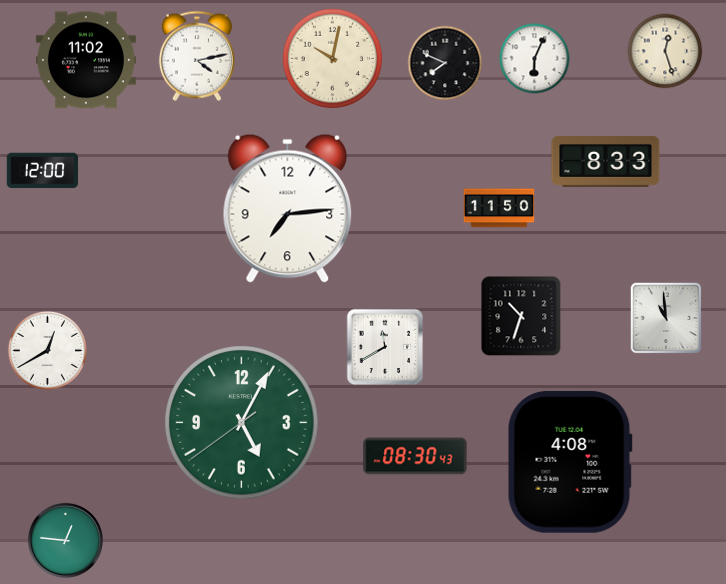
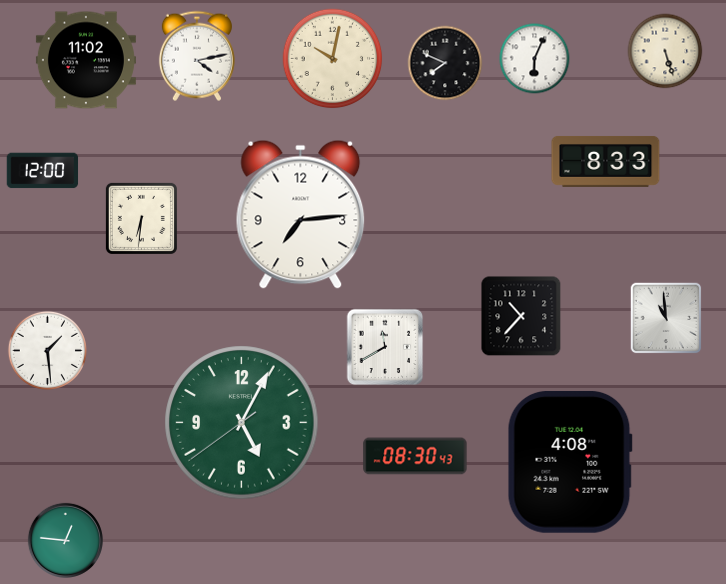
clock at (665, 51): 12:27 -> 5:27
clock at (288, 208) position: (288, 208) -> (301, 214)
clock at (499, 208): 11:50 -> none
clock at (141, 218): none -> 6:31
clock at (521, 316): 10:33 -> 10:37
clock at (47, 350): 12:40 -> 1:29
